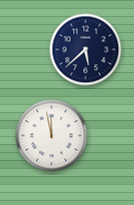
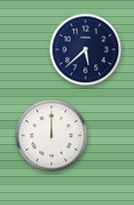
clock at (52, 136): 11:58 -> 12:00
